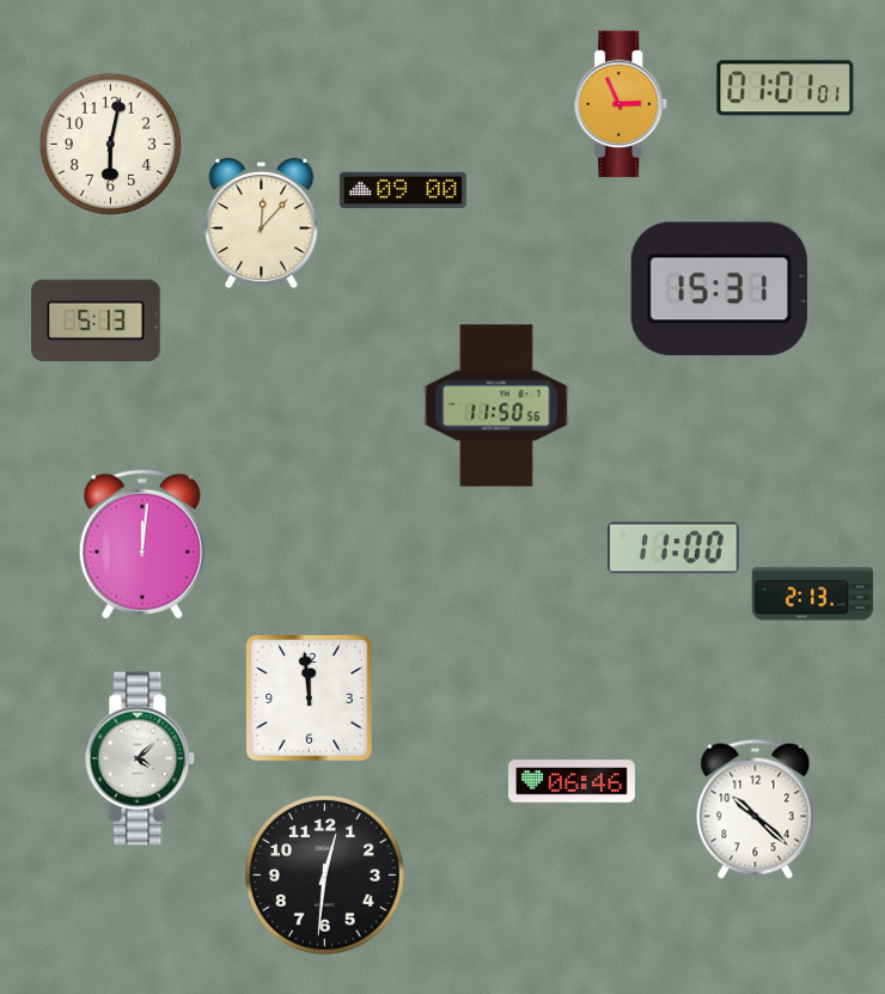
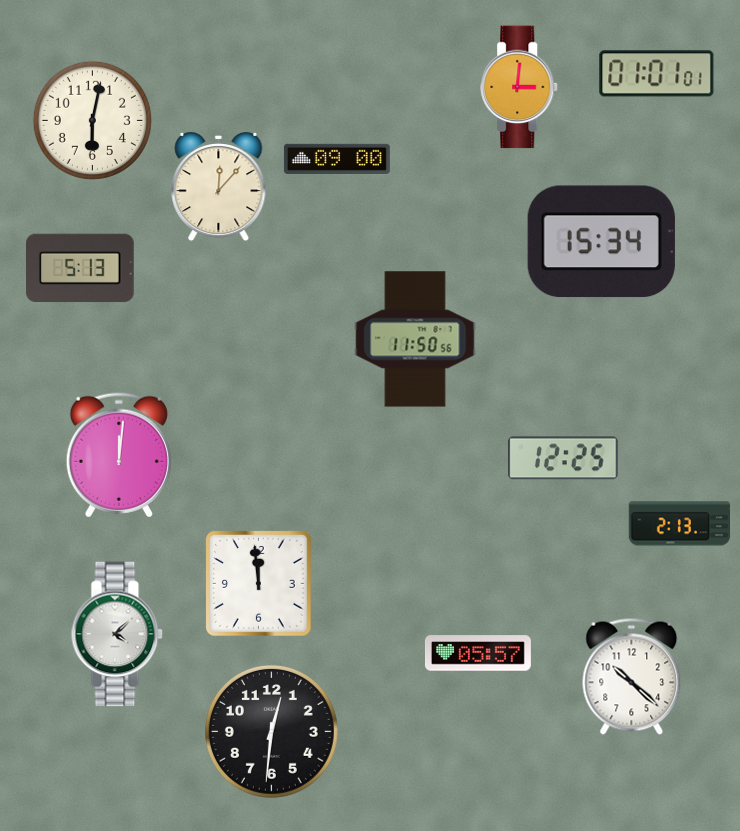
clock at (622, 104): 2:56 -> 3:01
clock at (719, 289): 15:31 -> 15:34
clock at (673, 548): 11:00 -> 12:25
clock at (813, 594) position: (813, 594) -> (680, 524)
clock at (572, 781): 06:46 -> 05:57
